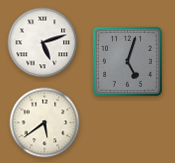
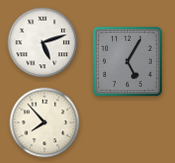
clock at (127, 61): 5:03 -> 5:05
clock at (45, 123): 5:39 -> 7:53
